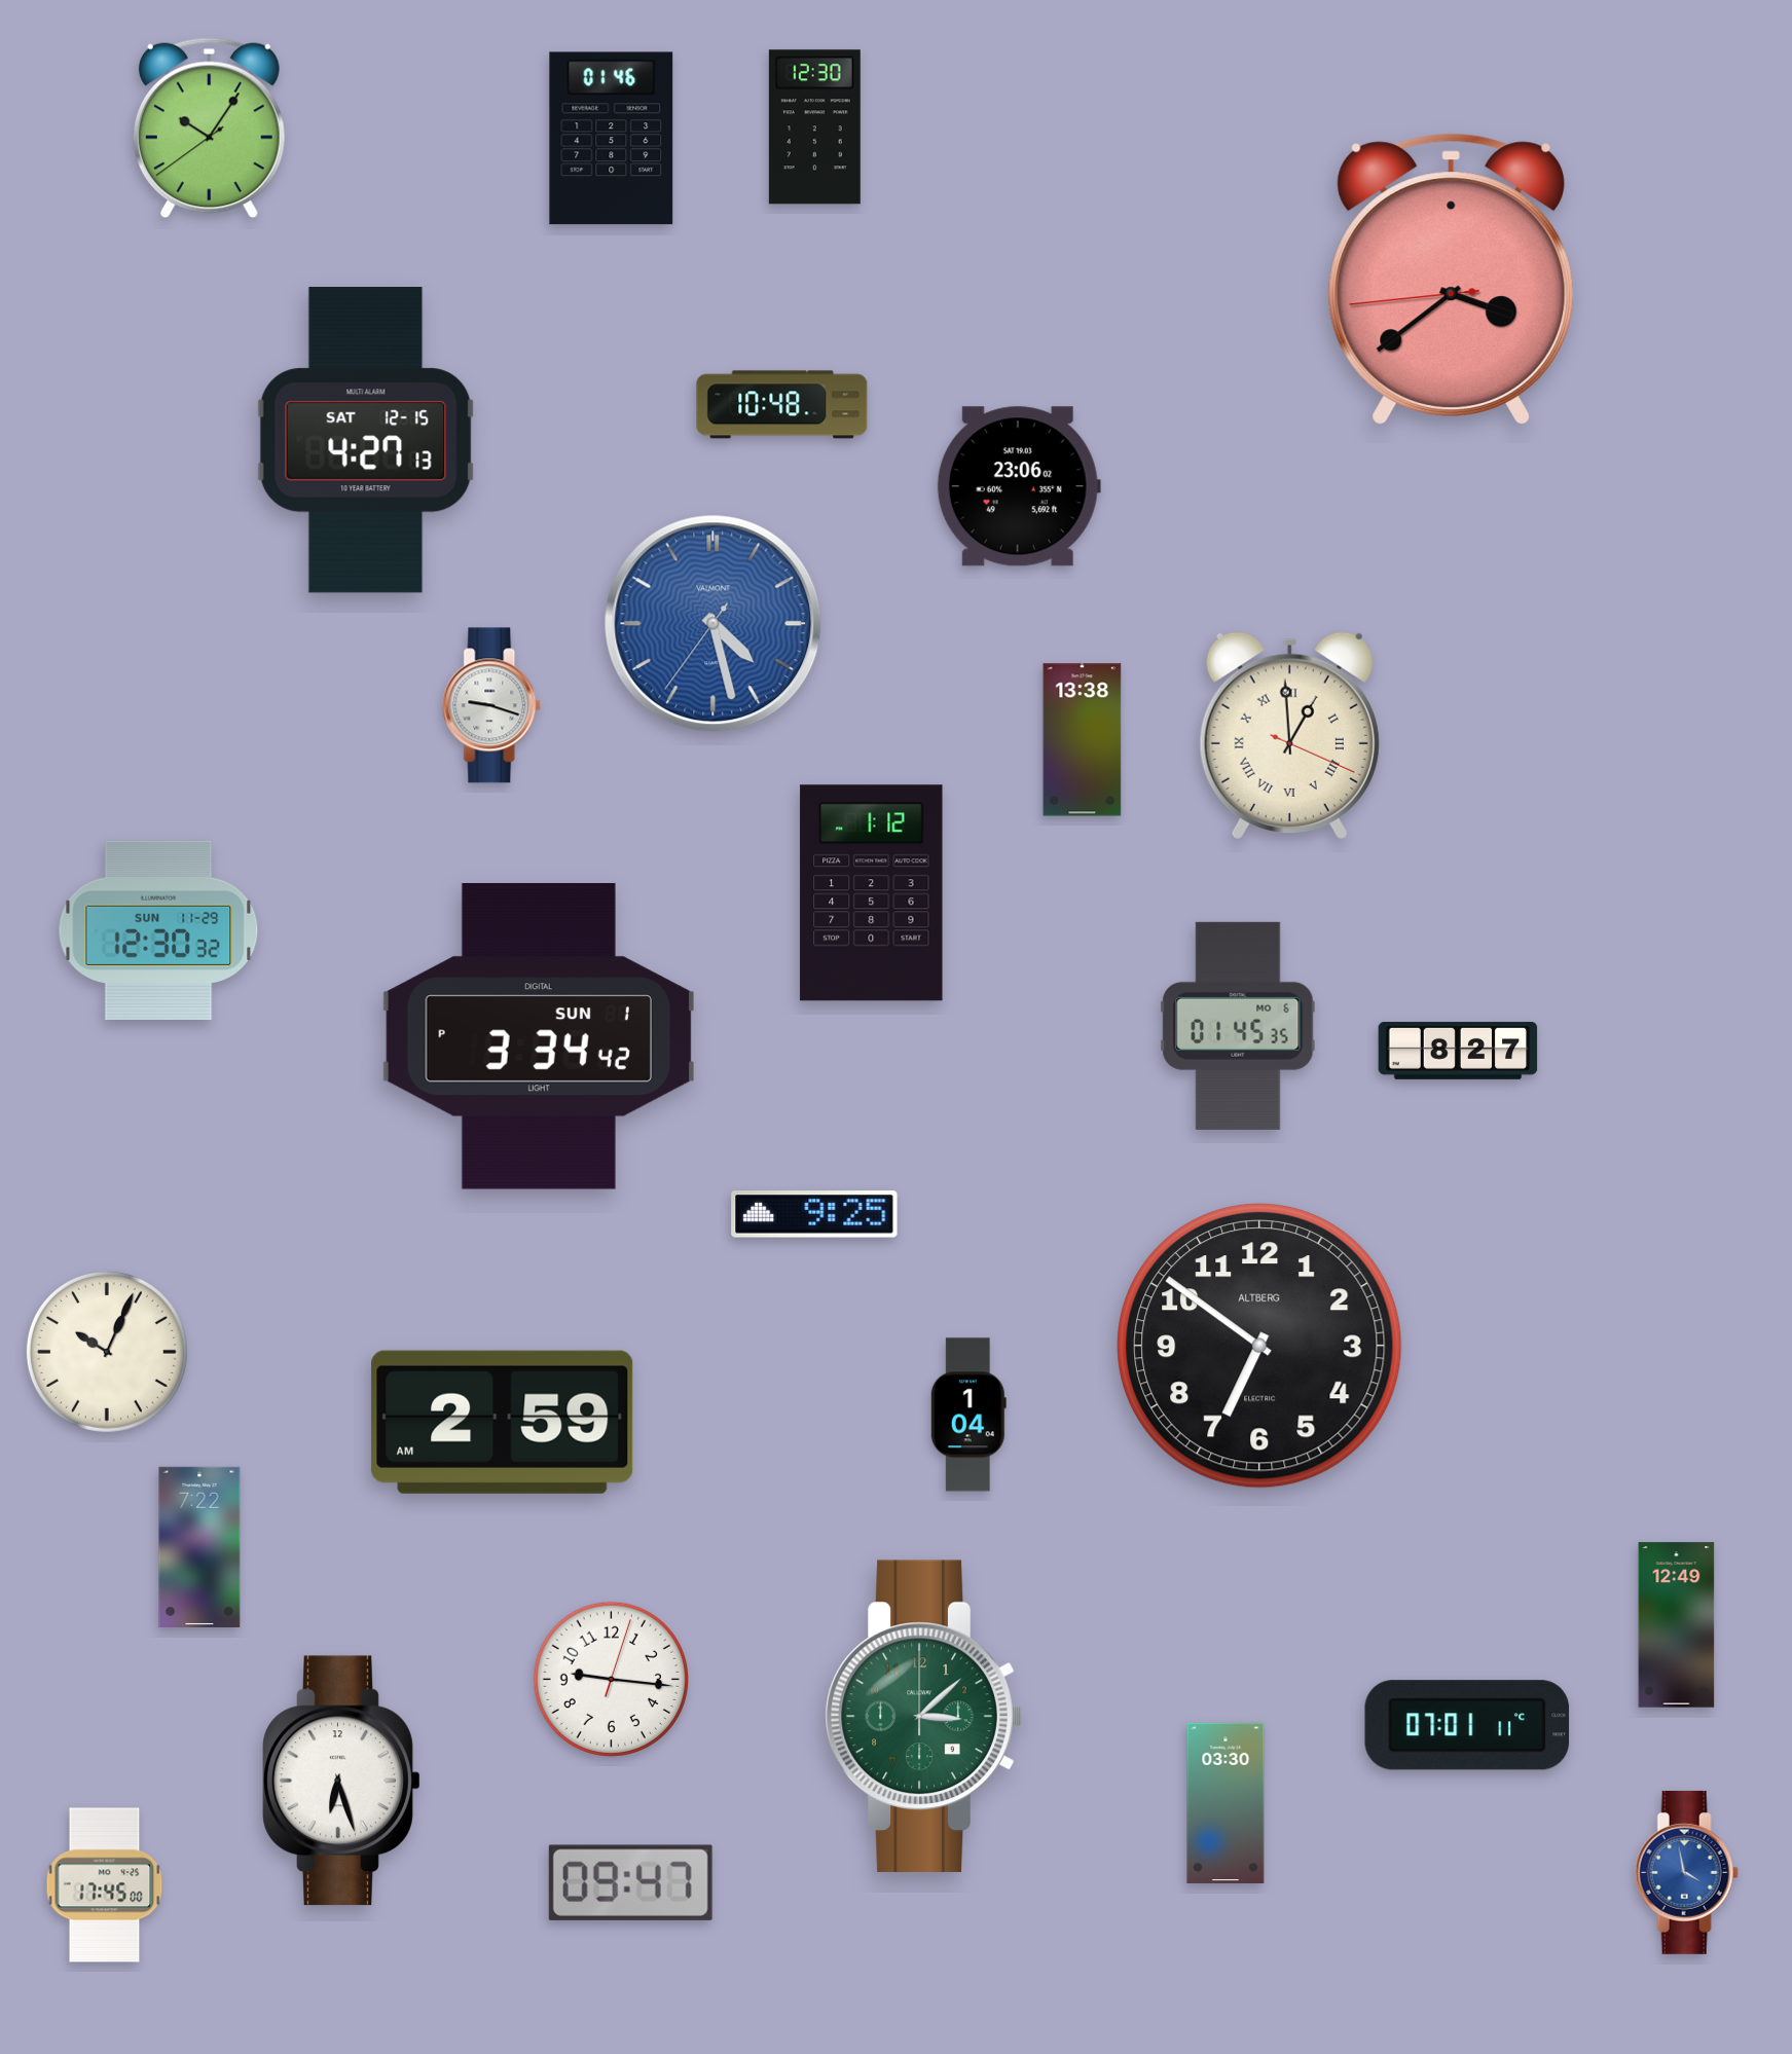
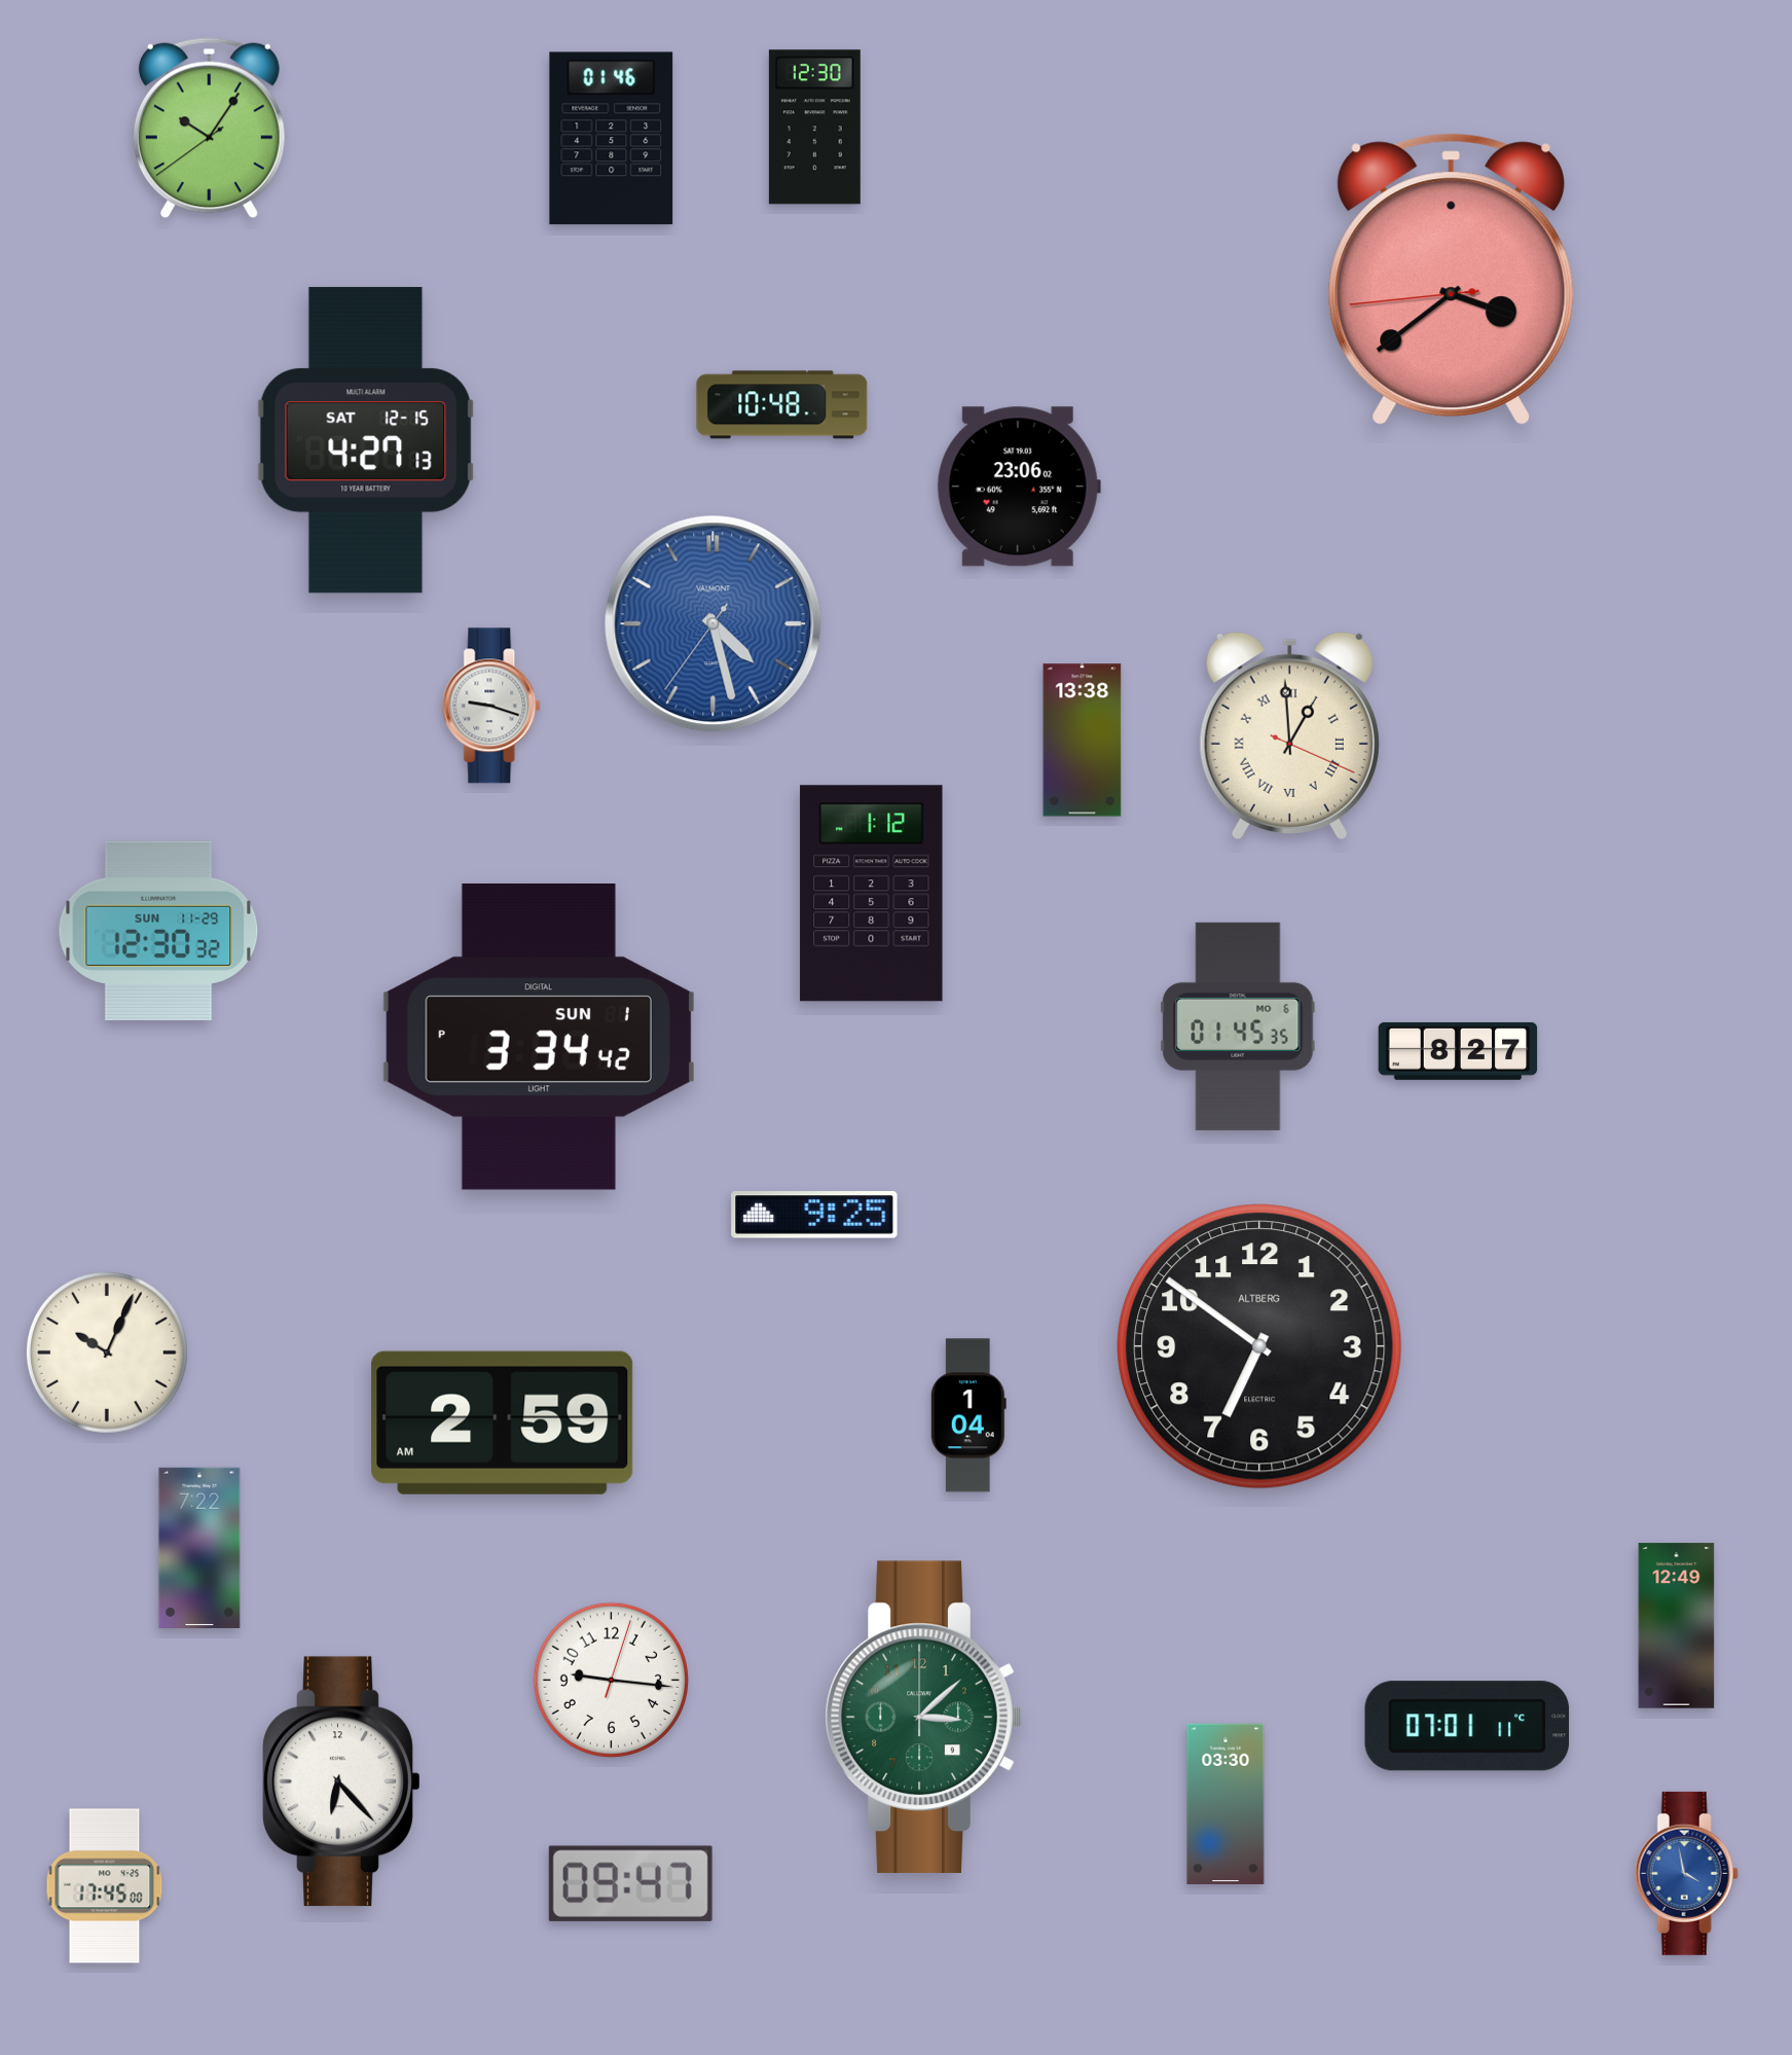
clock at (341, 1781): 6:27 -> 6:23
